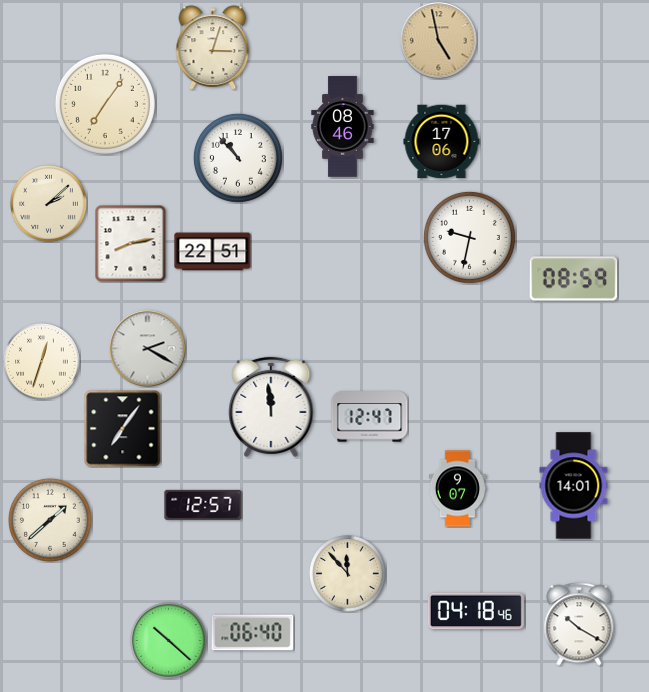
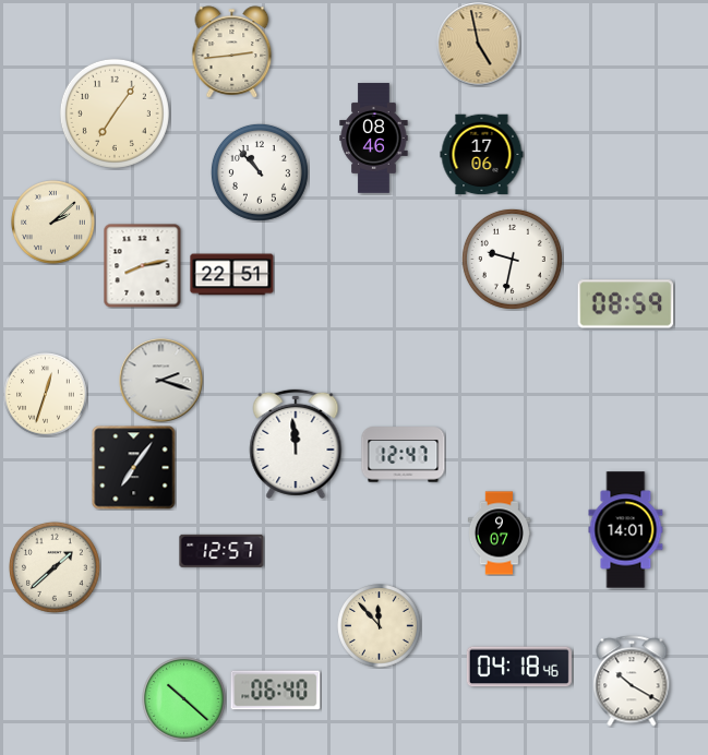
clock at (213, 48): 3:03 -> 2:44
clock at (148, 349): 2:20 -> 2:18
